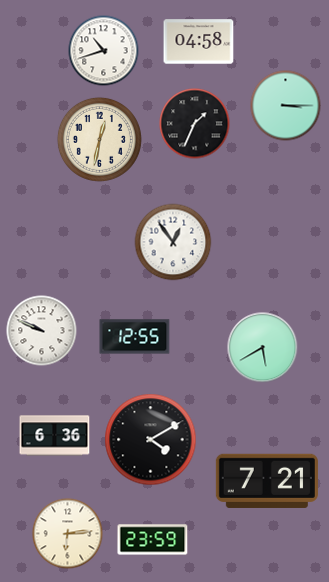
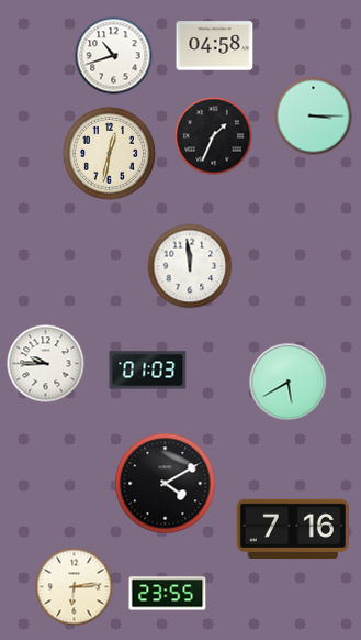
clock at (199, 42) position: (199, 42) -> (215, 46)
clock at (173, 242): 12:54 -> 11:59
clock at (42, 331): 9:49 -> 9:45
clock at (135, 337): 12:55 -> 01:03
clock at (55, 436): 6:36 -> none
clock at (267, 481): 7:21 -> 7:16
clock at (153, 540): 23:59 -> 23:55
